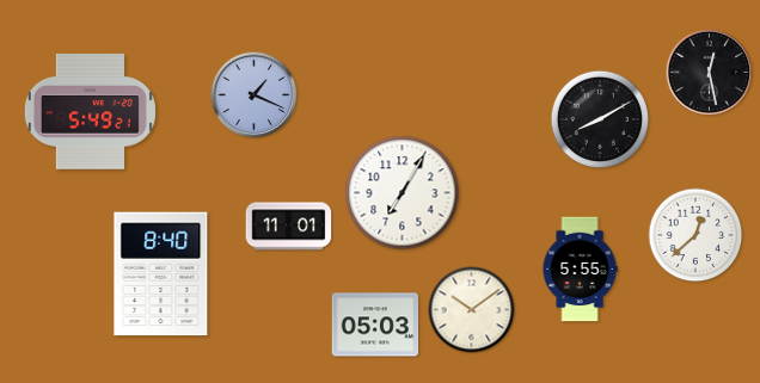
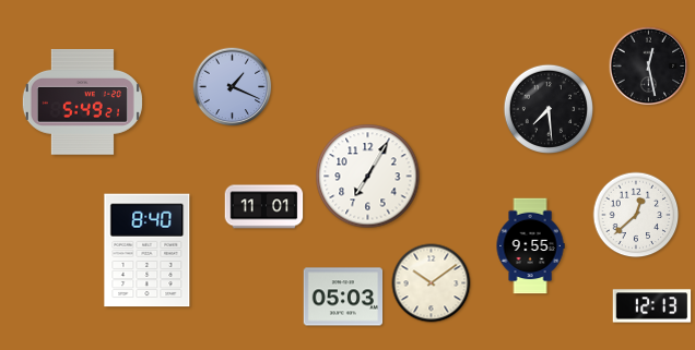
clock at (599, 118): 8:10 -> 7:29
clock at (580, 270): 5:55 -> 9:55
clock at (652, 306): none -> 12:13
